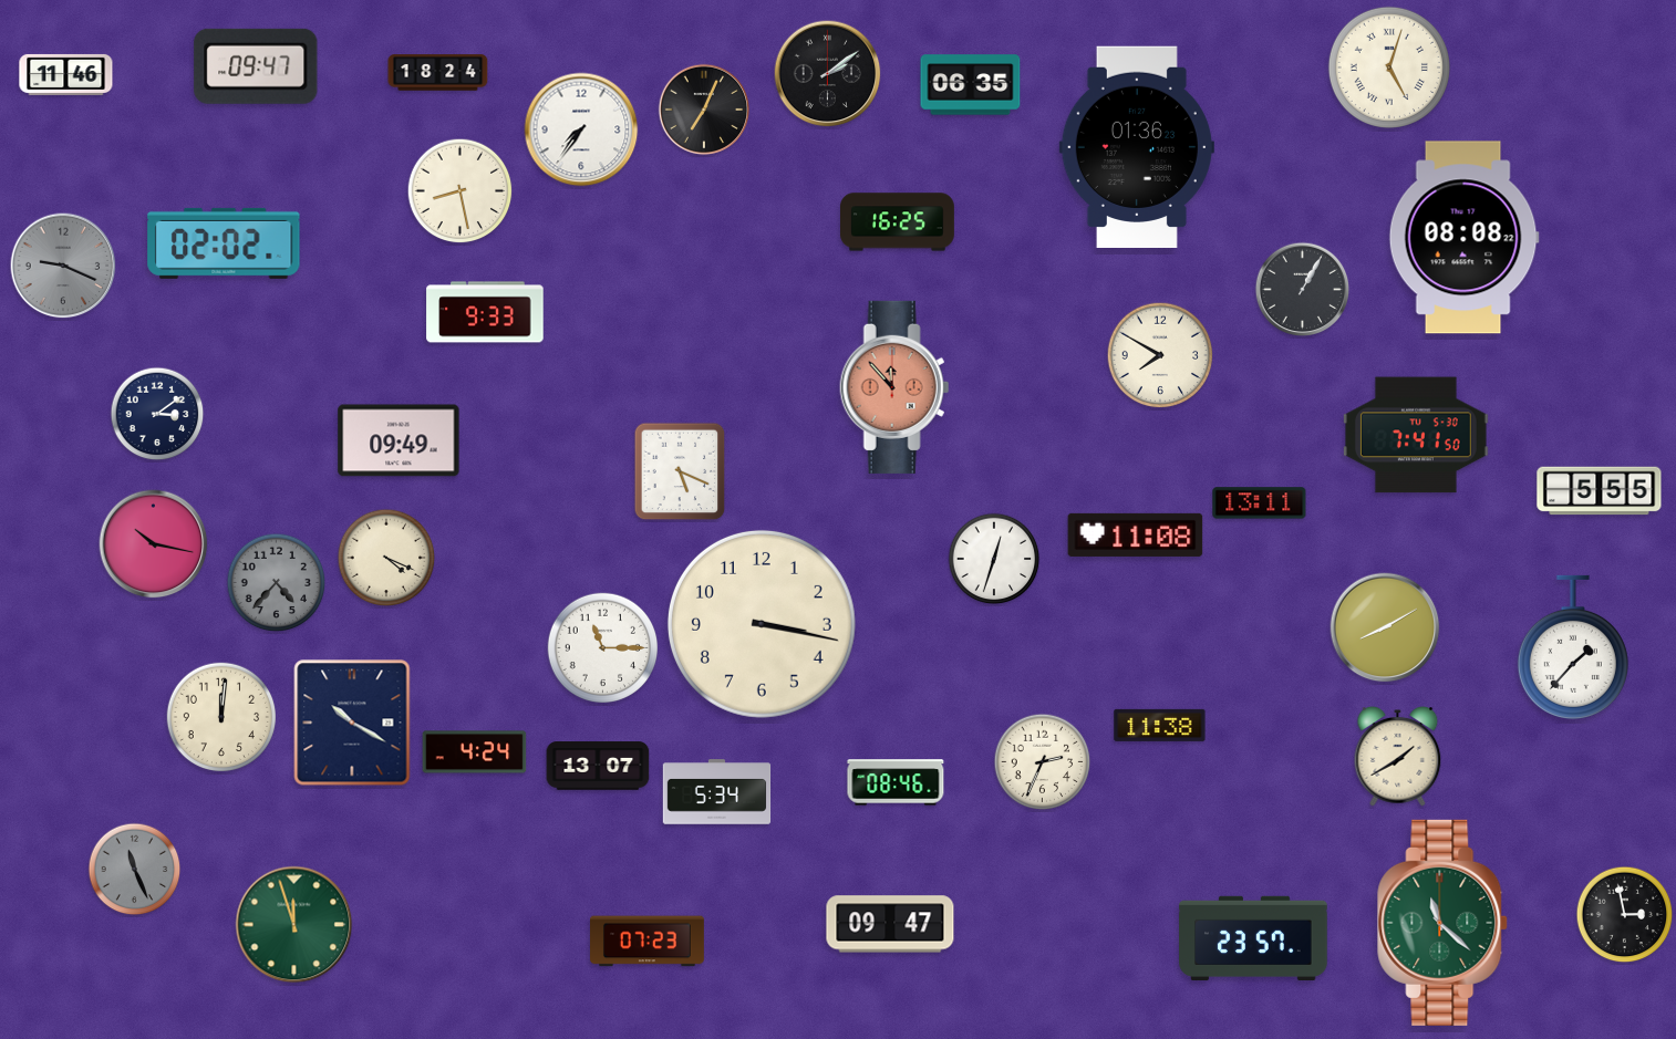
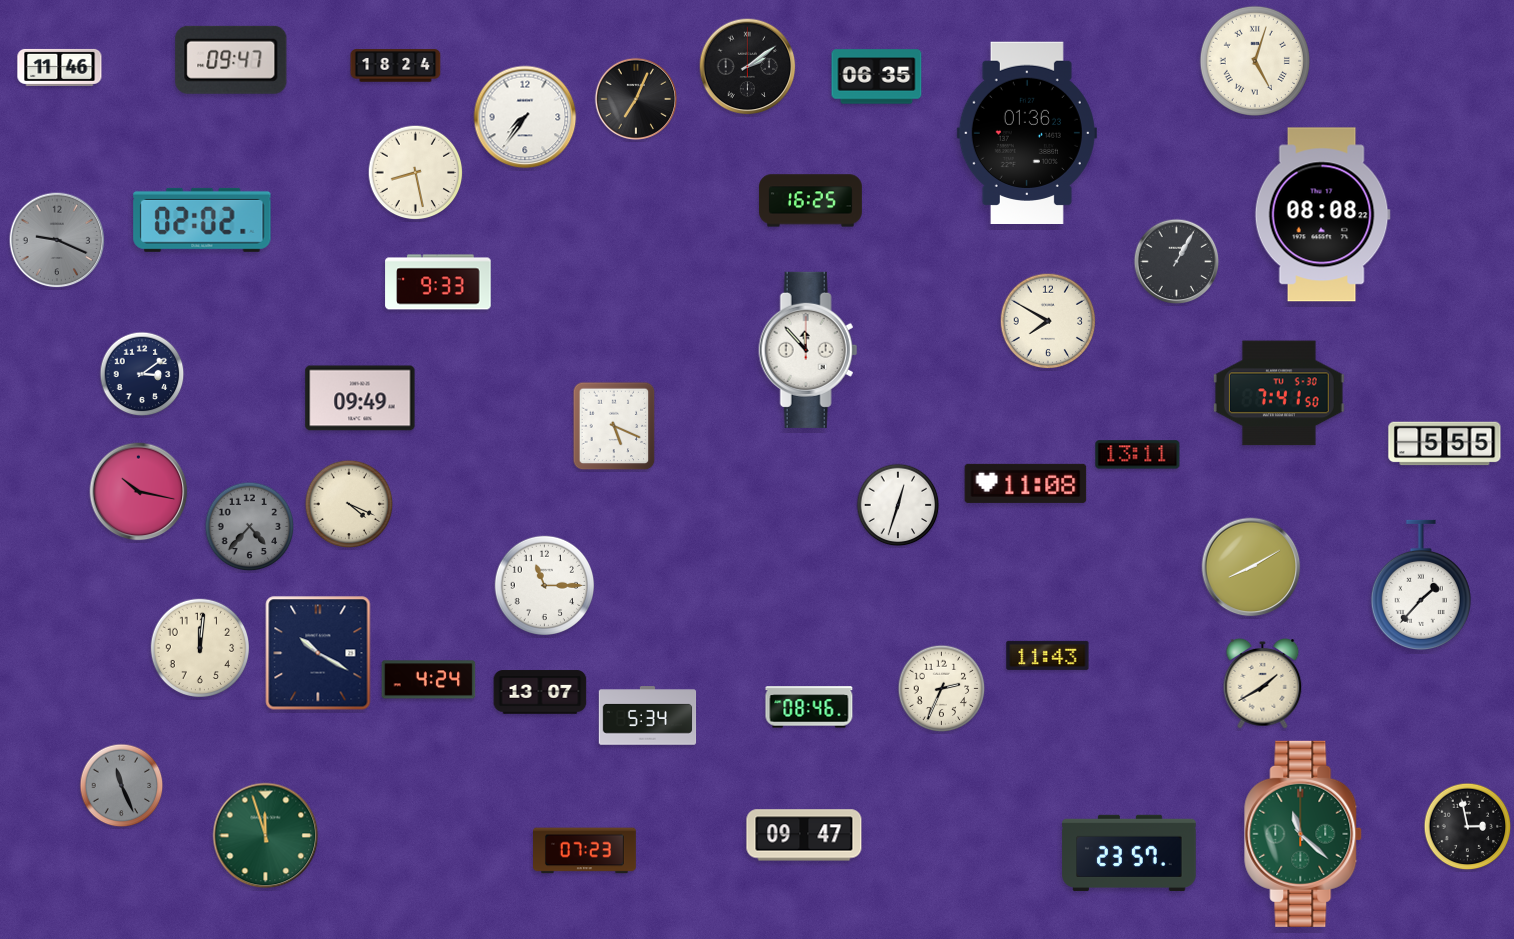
clock at (894, 387) dial: salmon -> white
clock at (762, 624): 3:17 -> none
clock at (1160, 725): 11:38 -> 11:43
clock at (1253, 938) position: (1253, 938) -> (1129, 853)
